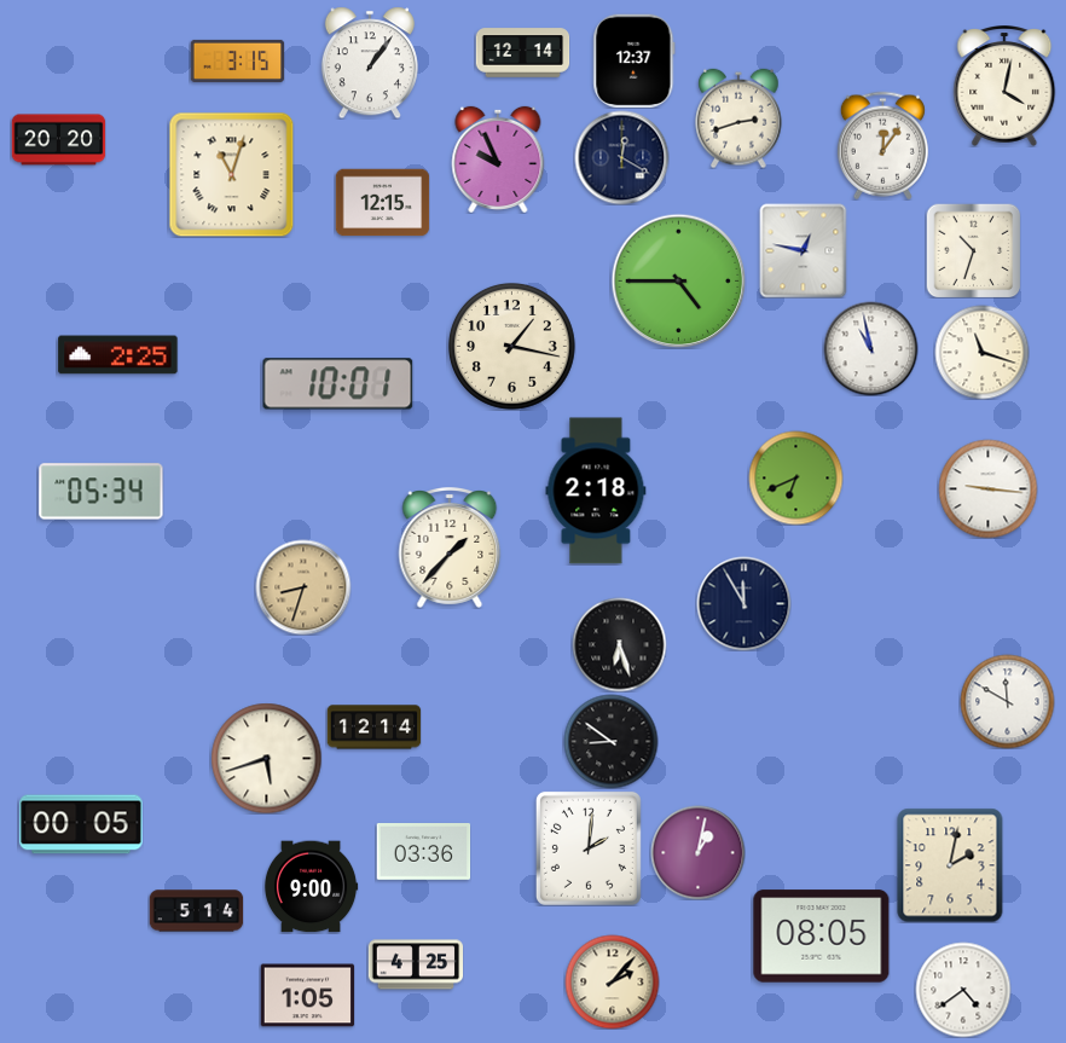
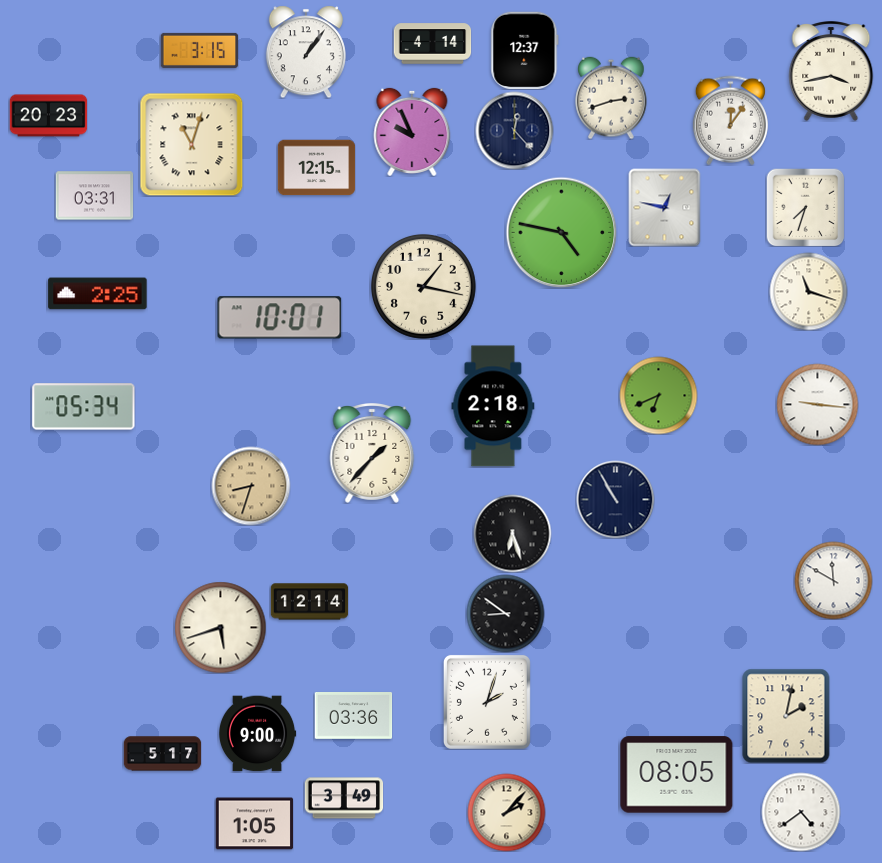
clock at (522, 53): 12:14 -> 4:14
clock at (237, 60) position: (237, 60) -> (199, 50)
clock at (1004, 87): 4:02 -> 3:43
clock at (58, 140): 20:20 -> 20:23
clock at (621, 157): 12:20 -> 12:23
clock at (94, 196): none -> 03:31
clock at (973, 250): 10:33 -> 7:33
clock at (678, 280): 4:45 -> 4:47
clock at (870, 348): 10:58 -> none
clock at (981, 352) position: (981, 352) -> (808, 291)
clock at (743, 603): 11:55 -> 10:55
clock at (81, 824): 00:05 -> none
clock at (589, 848): 2:01 -> 2:03
clock at (423, 852) position: (423, 852) -> (353, 716)
clock at (697, 852): 1:02 -> none
clock at (196, 911): 5:14 -> 5:17
clock at (822, 937) position: (822, 937) -> (677, 775)
clock at (416, 964): 4:25 -> 3:49
clock at (963, 990) position: (963, 990) -> (801, 812)
